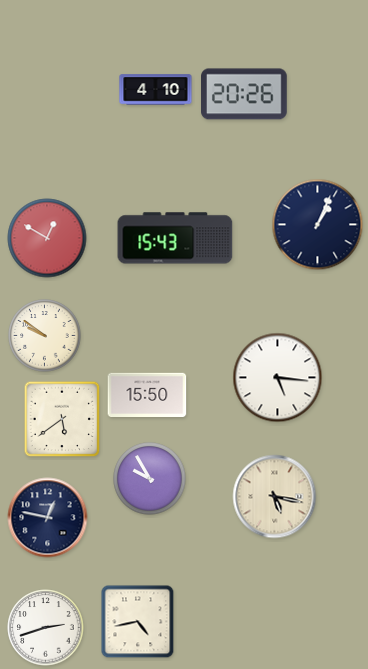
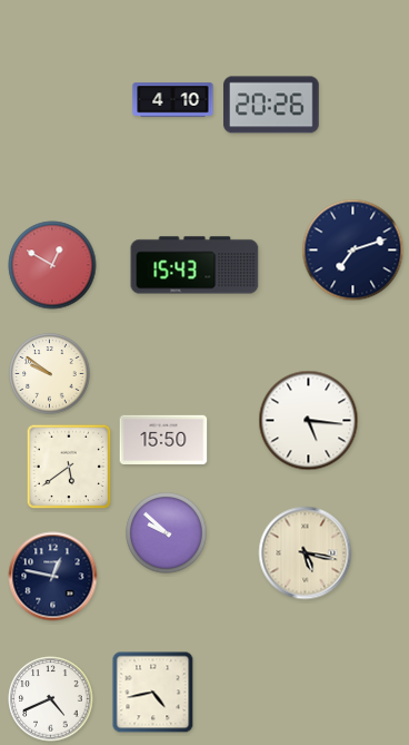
clock at (318, 225): 1:04 -> 7:12
clock at (150, 479): 9:55 -> 9:52
clock at (46, 628): 2:42 -> 4:41
